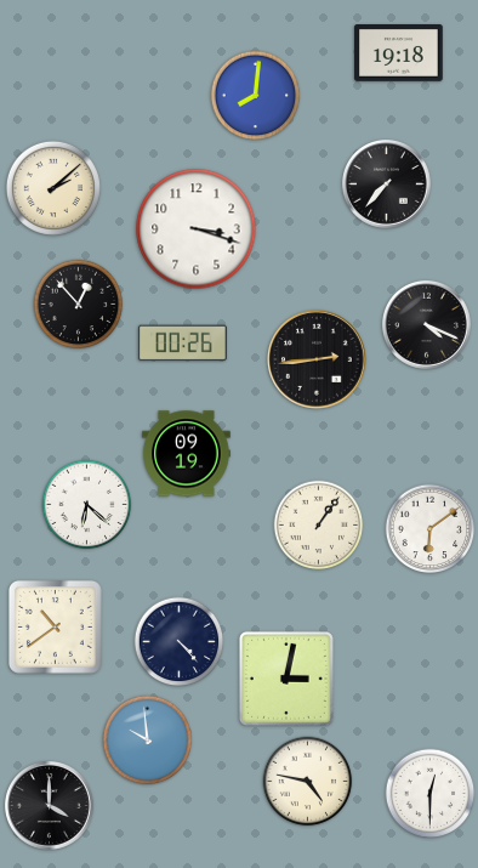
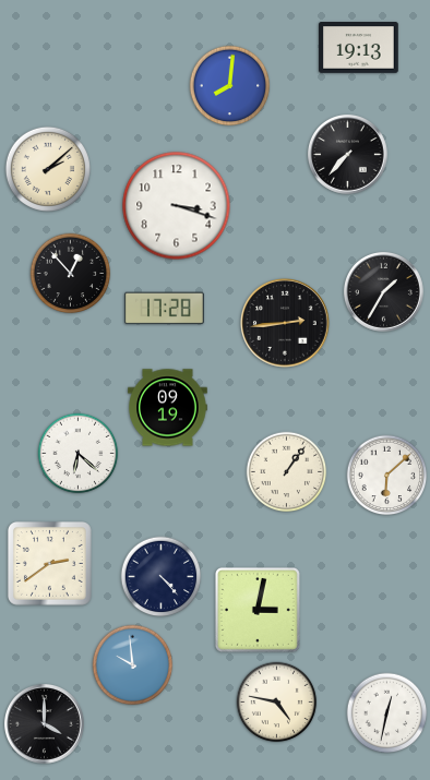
clock at (399, 53): 19:18 -> 19:13
clock at (386, 183) position: (386, 183) -> (347, 154)
clock at (426, 324): 4:19 -> 1:35
clock at (183, 344): 00:26 -> 17:28
clock at (431, 529): 6:09 -> 6:08
clock at (55, 626): 10:39 -> 2:39
clock at (431, 794): 12:30 -> 12:32
